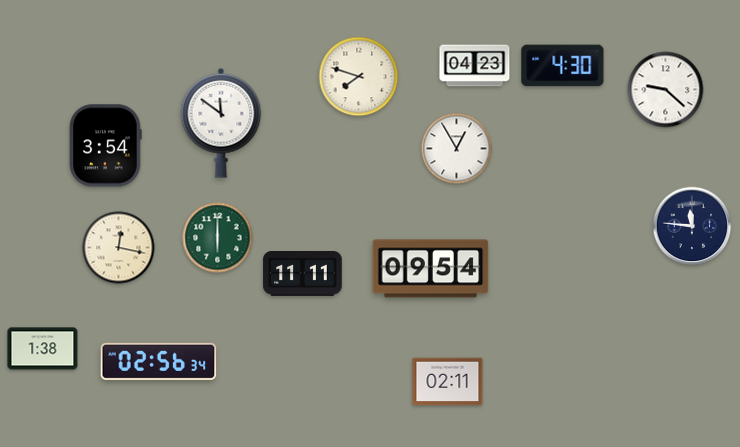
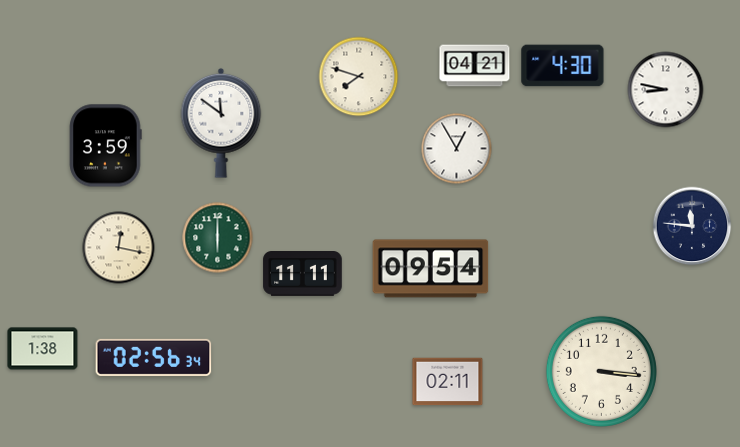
clock at (475, 66): 04:23 -> 04:21
clock at (666, 90): 9:22 -> 8:47
clock at (106, 146): 3:54 -> 3:59
clock at (159, 361) position: (159, 361) -> (154, 357)
clock at (601, 371): none -> 3:16
